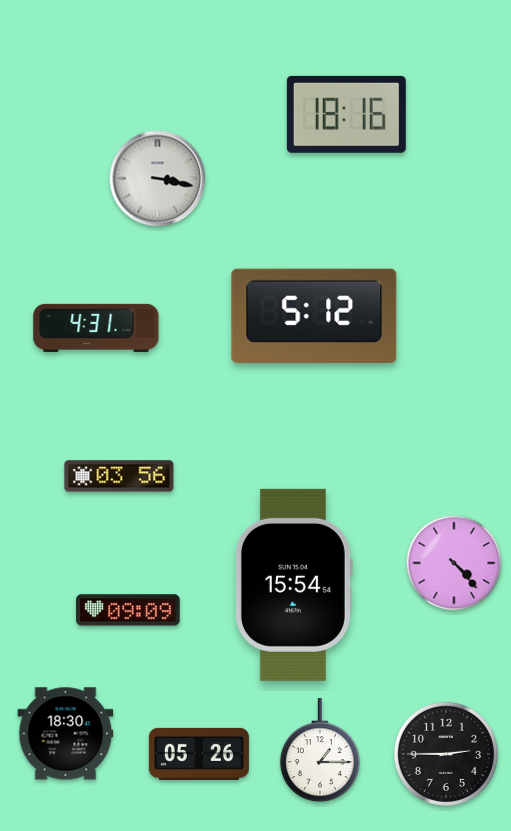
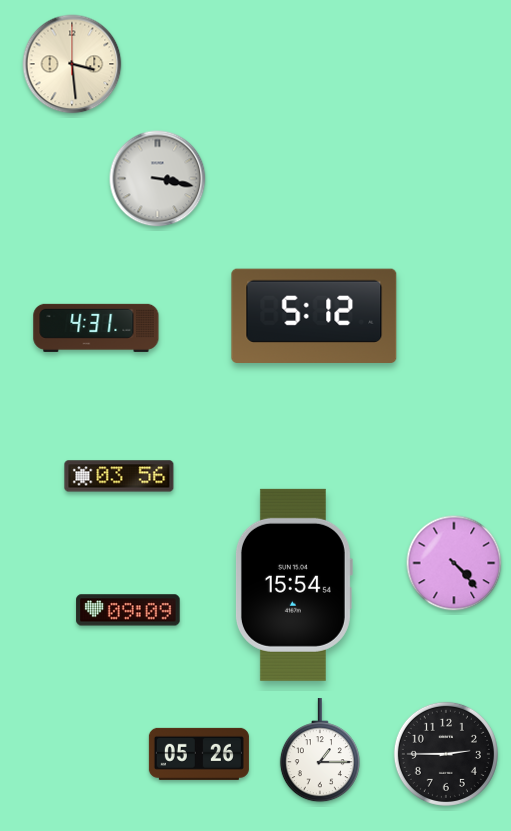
clock at (72, 64): none -> 3:29
clock at (346, 114): 18:16 -> none
clock at (66, 734): 18:30 -> none
